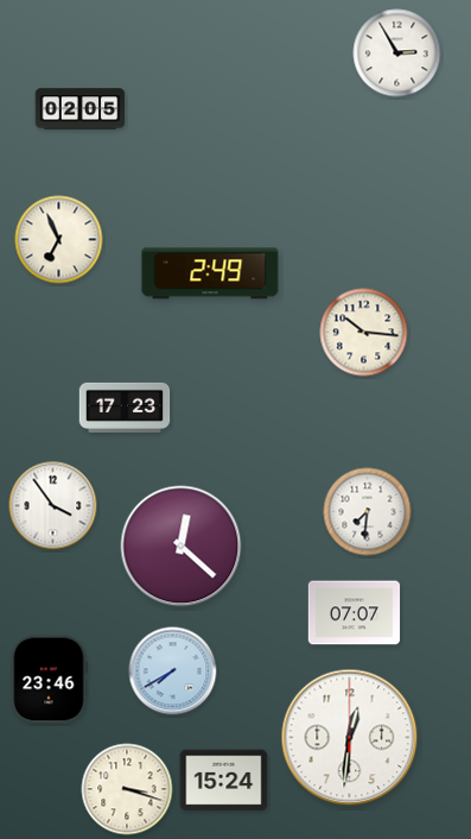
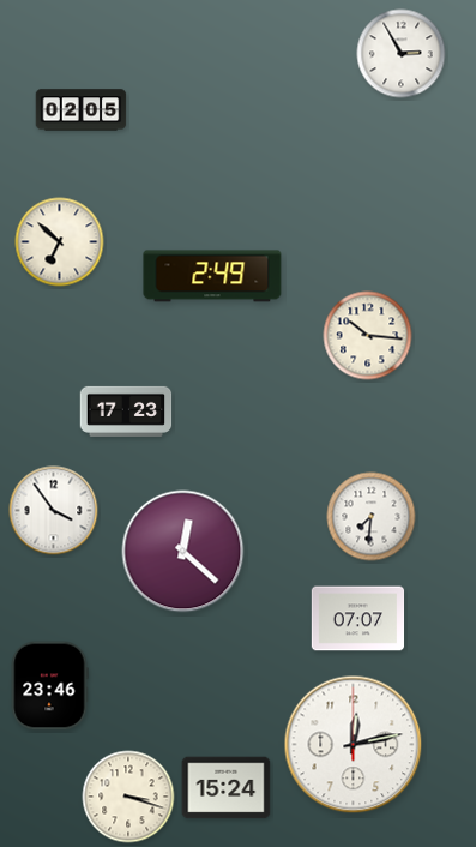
clock at (59, 240): 6:56 -> 6:52
clock at (173, 671): 7:40 -> none
clock at (350, 738): 12:31 -> 12:13
